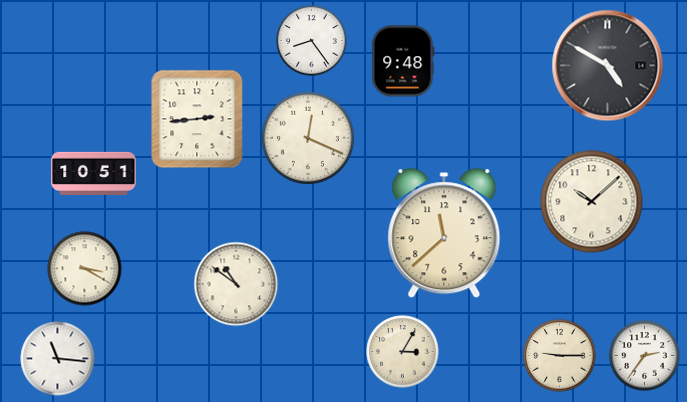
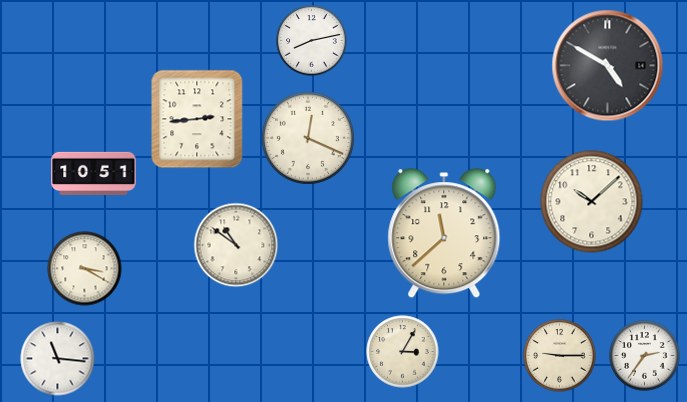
clock at (312, 41): 8:24 -> 8:13
clock at (403, 61): 9:48 -> none
clock at (236, 284) position: (236, 284) -> (236, 245)
